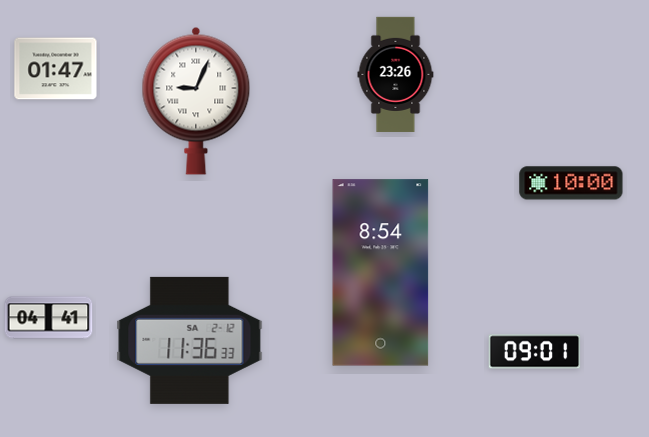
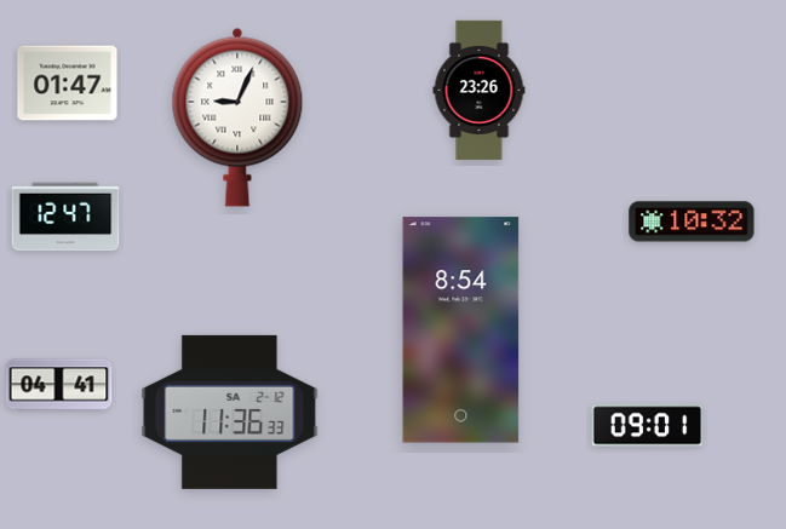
clock at (196, 101) position: (196, 101) -> (237, 117)
clock at (65, 217): none -> 12:47
clock at (571, 183): 10:00 -> 10:32
